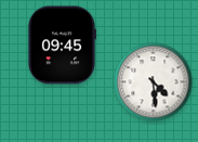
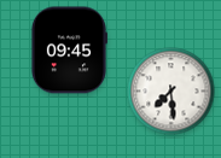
clock at (154, 82): 4:29 -> 7:29
